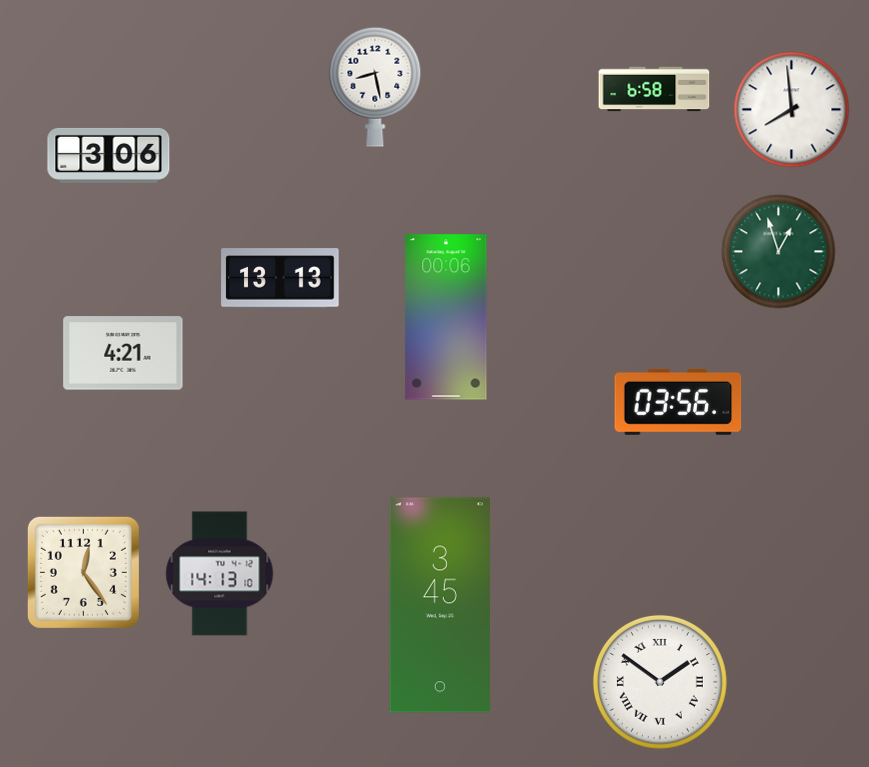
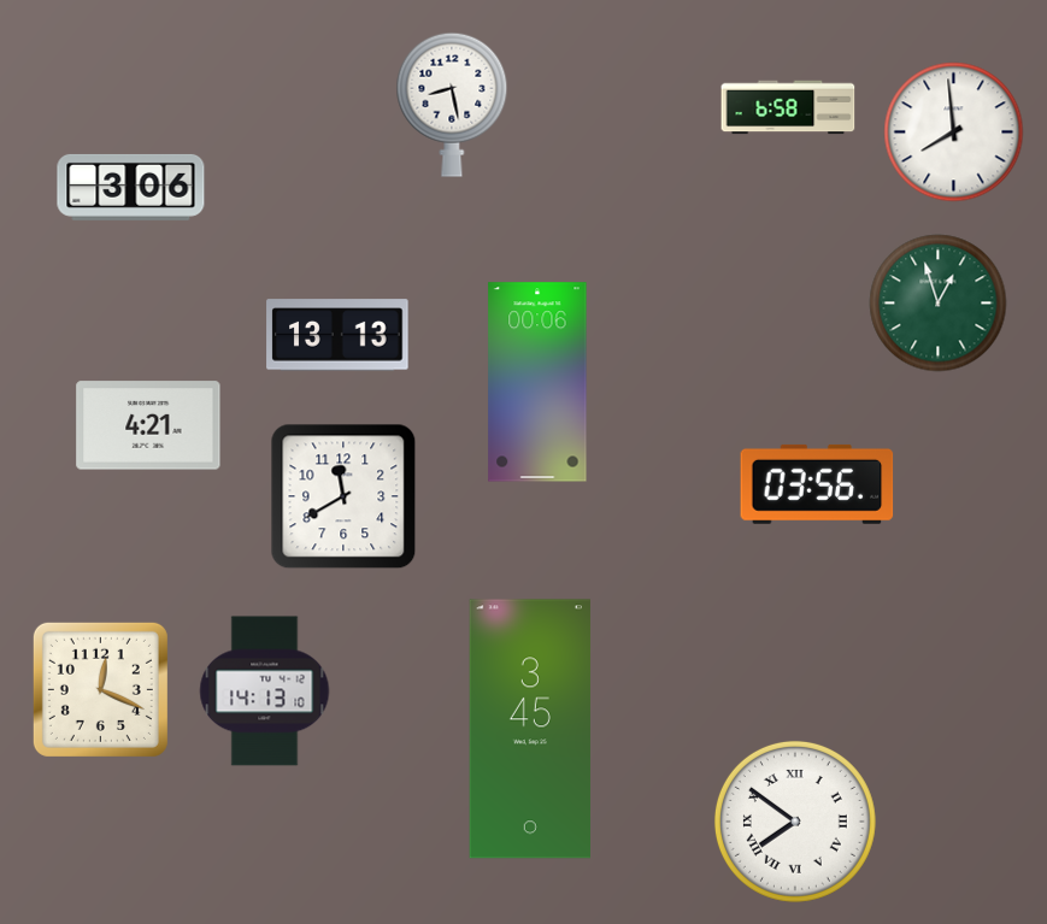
clock at (343, 496): none -> 11:40
clock at (83, 572): 12:24 -> 12:19
clock at (660, 682): 1:51 -> 7:51
